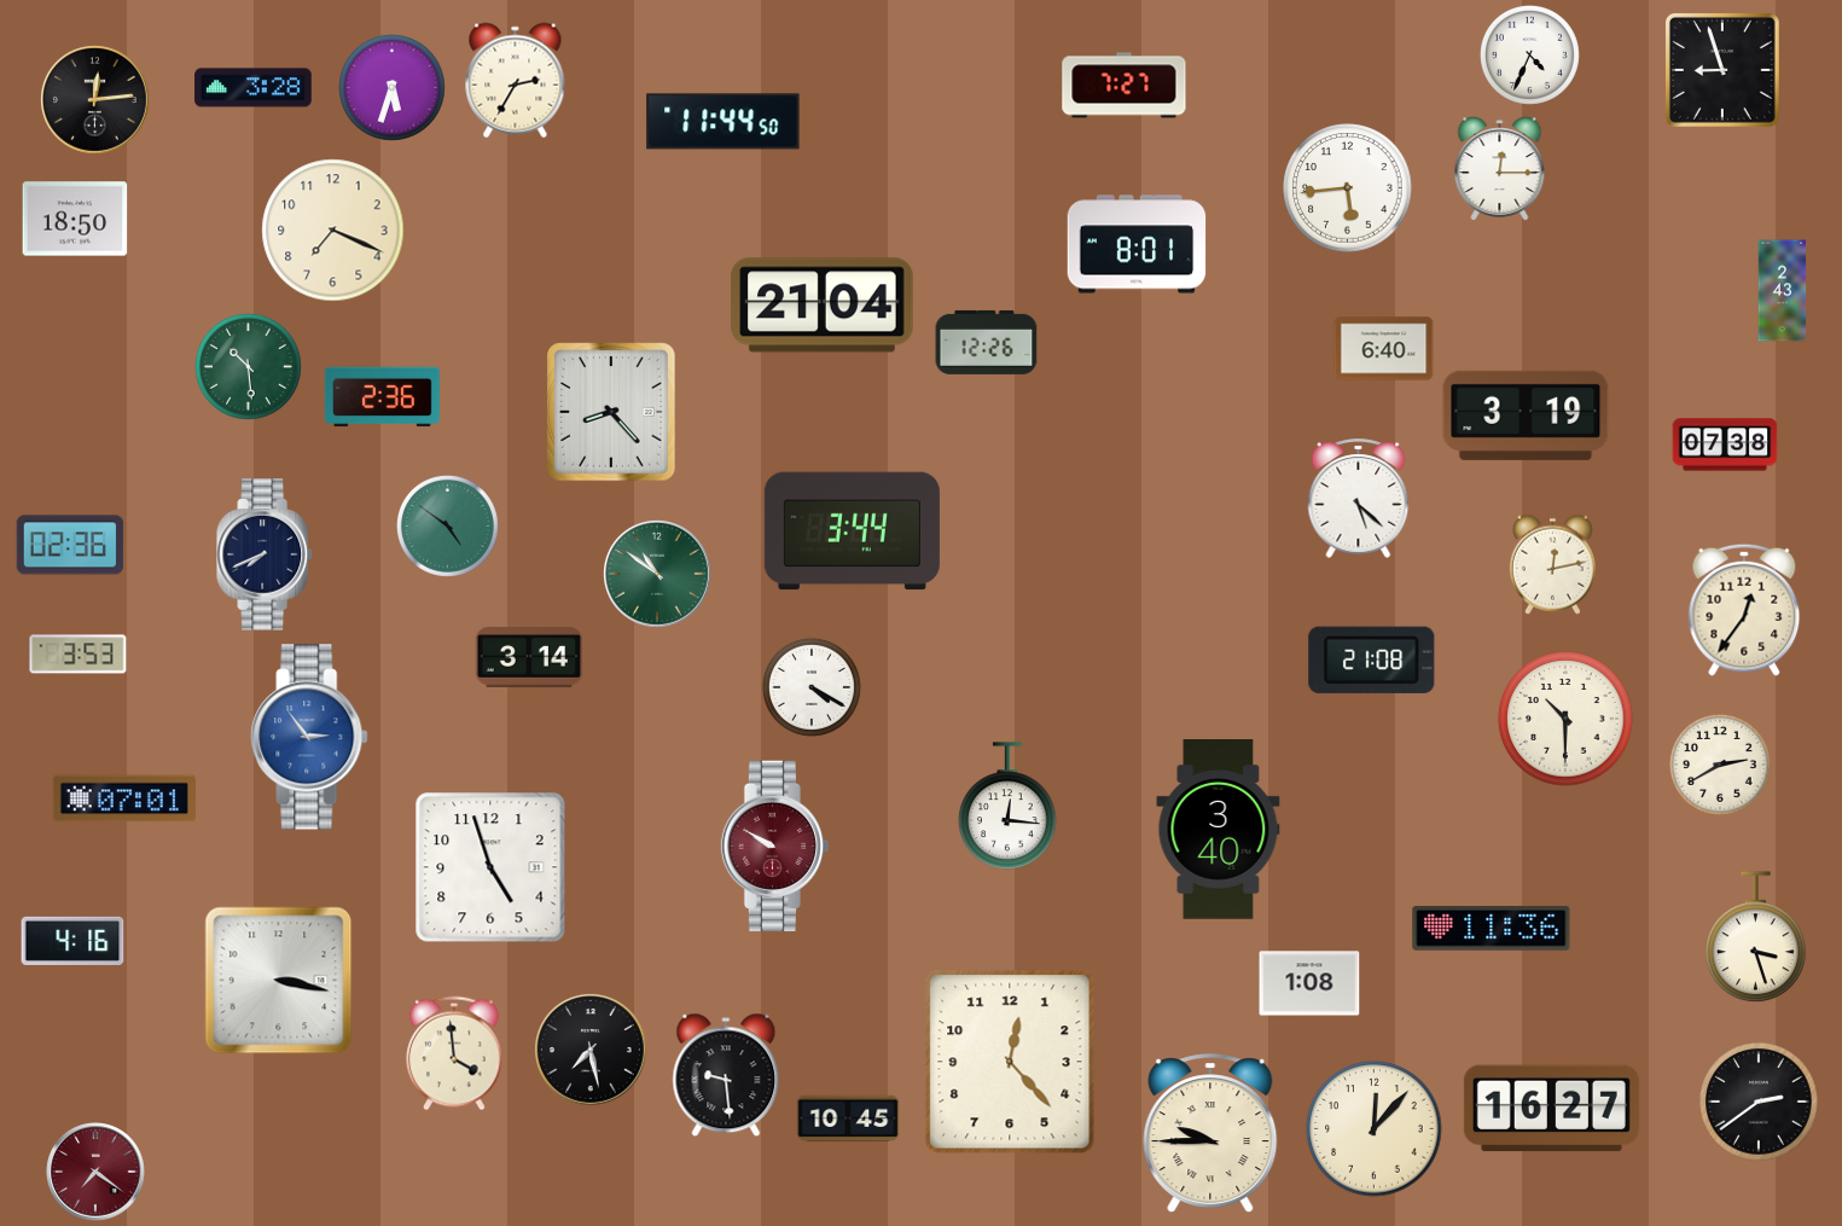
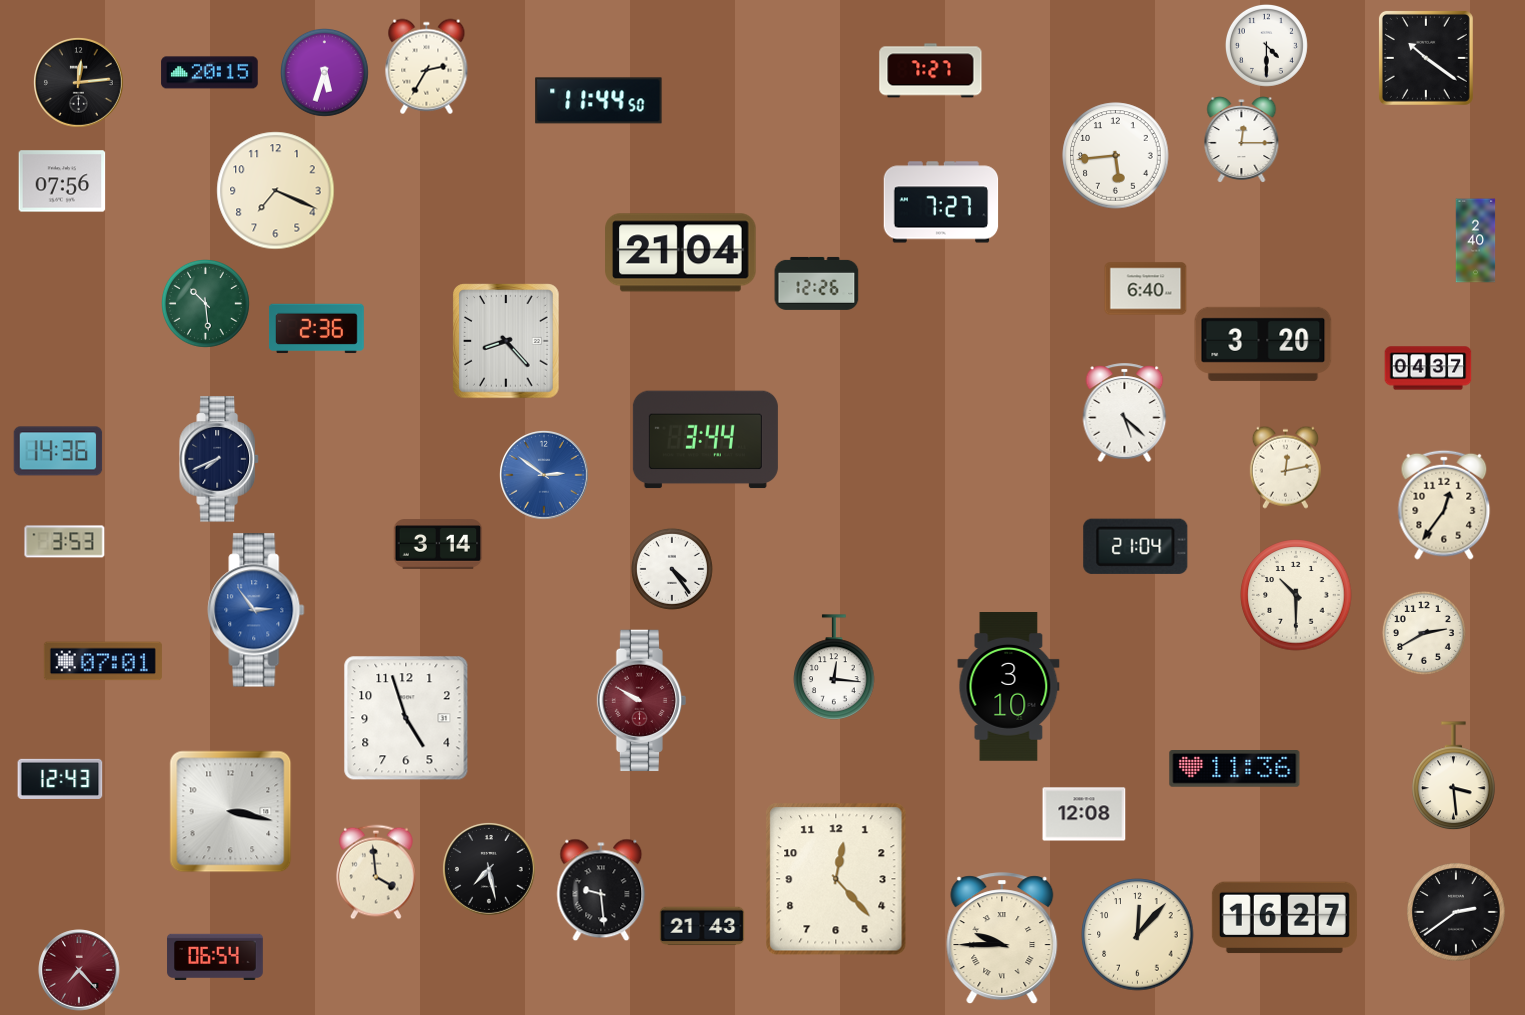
clock at (1529, 54): 4:34 -> 4:30
clock at (1722, 70): 8:57 -> 10:21
clock at (254, 88): 3:28 -> 20:15
clock at (75, 219): 18:50 -> 07:56
clock at (1137, 244): 8:01 -> 7:27
clock at (1783, 291): 2:43 -> 2:40
clock at (1526, 416): 3:19 -> 3:20
clock at (1725, 445): 07:38 -> 04:37
clock at (447, 525): 4:51 -> none
clock at (70, 545): 02:36 -> 14:36
clock at (658, 575): 10:51 -> 2:51
clock at (658, 575) dial: green -> blue
clock at (1372, 660): 21:08 -> 21:04
clock at (812, 687): 4:20 -> 4:24
clock at (1219, 830): 3:40 -> 3:10
clock at (1756, 937): 3:27 -> 3:29
clock at (72, 941): 4:16 -> 12:43
clock at (1309, 983): 1:08 -> 12:08
clock at (848, 1118): 10:45 -> 21:43
clock at (215, 956): none -> 06:54
clock at (95, 1172): 7:21 -> 7:23
